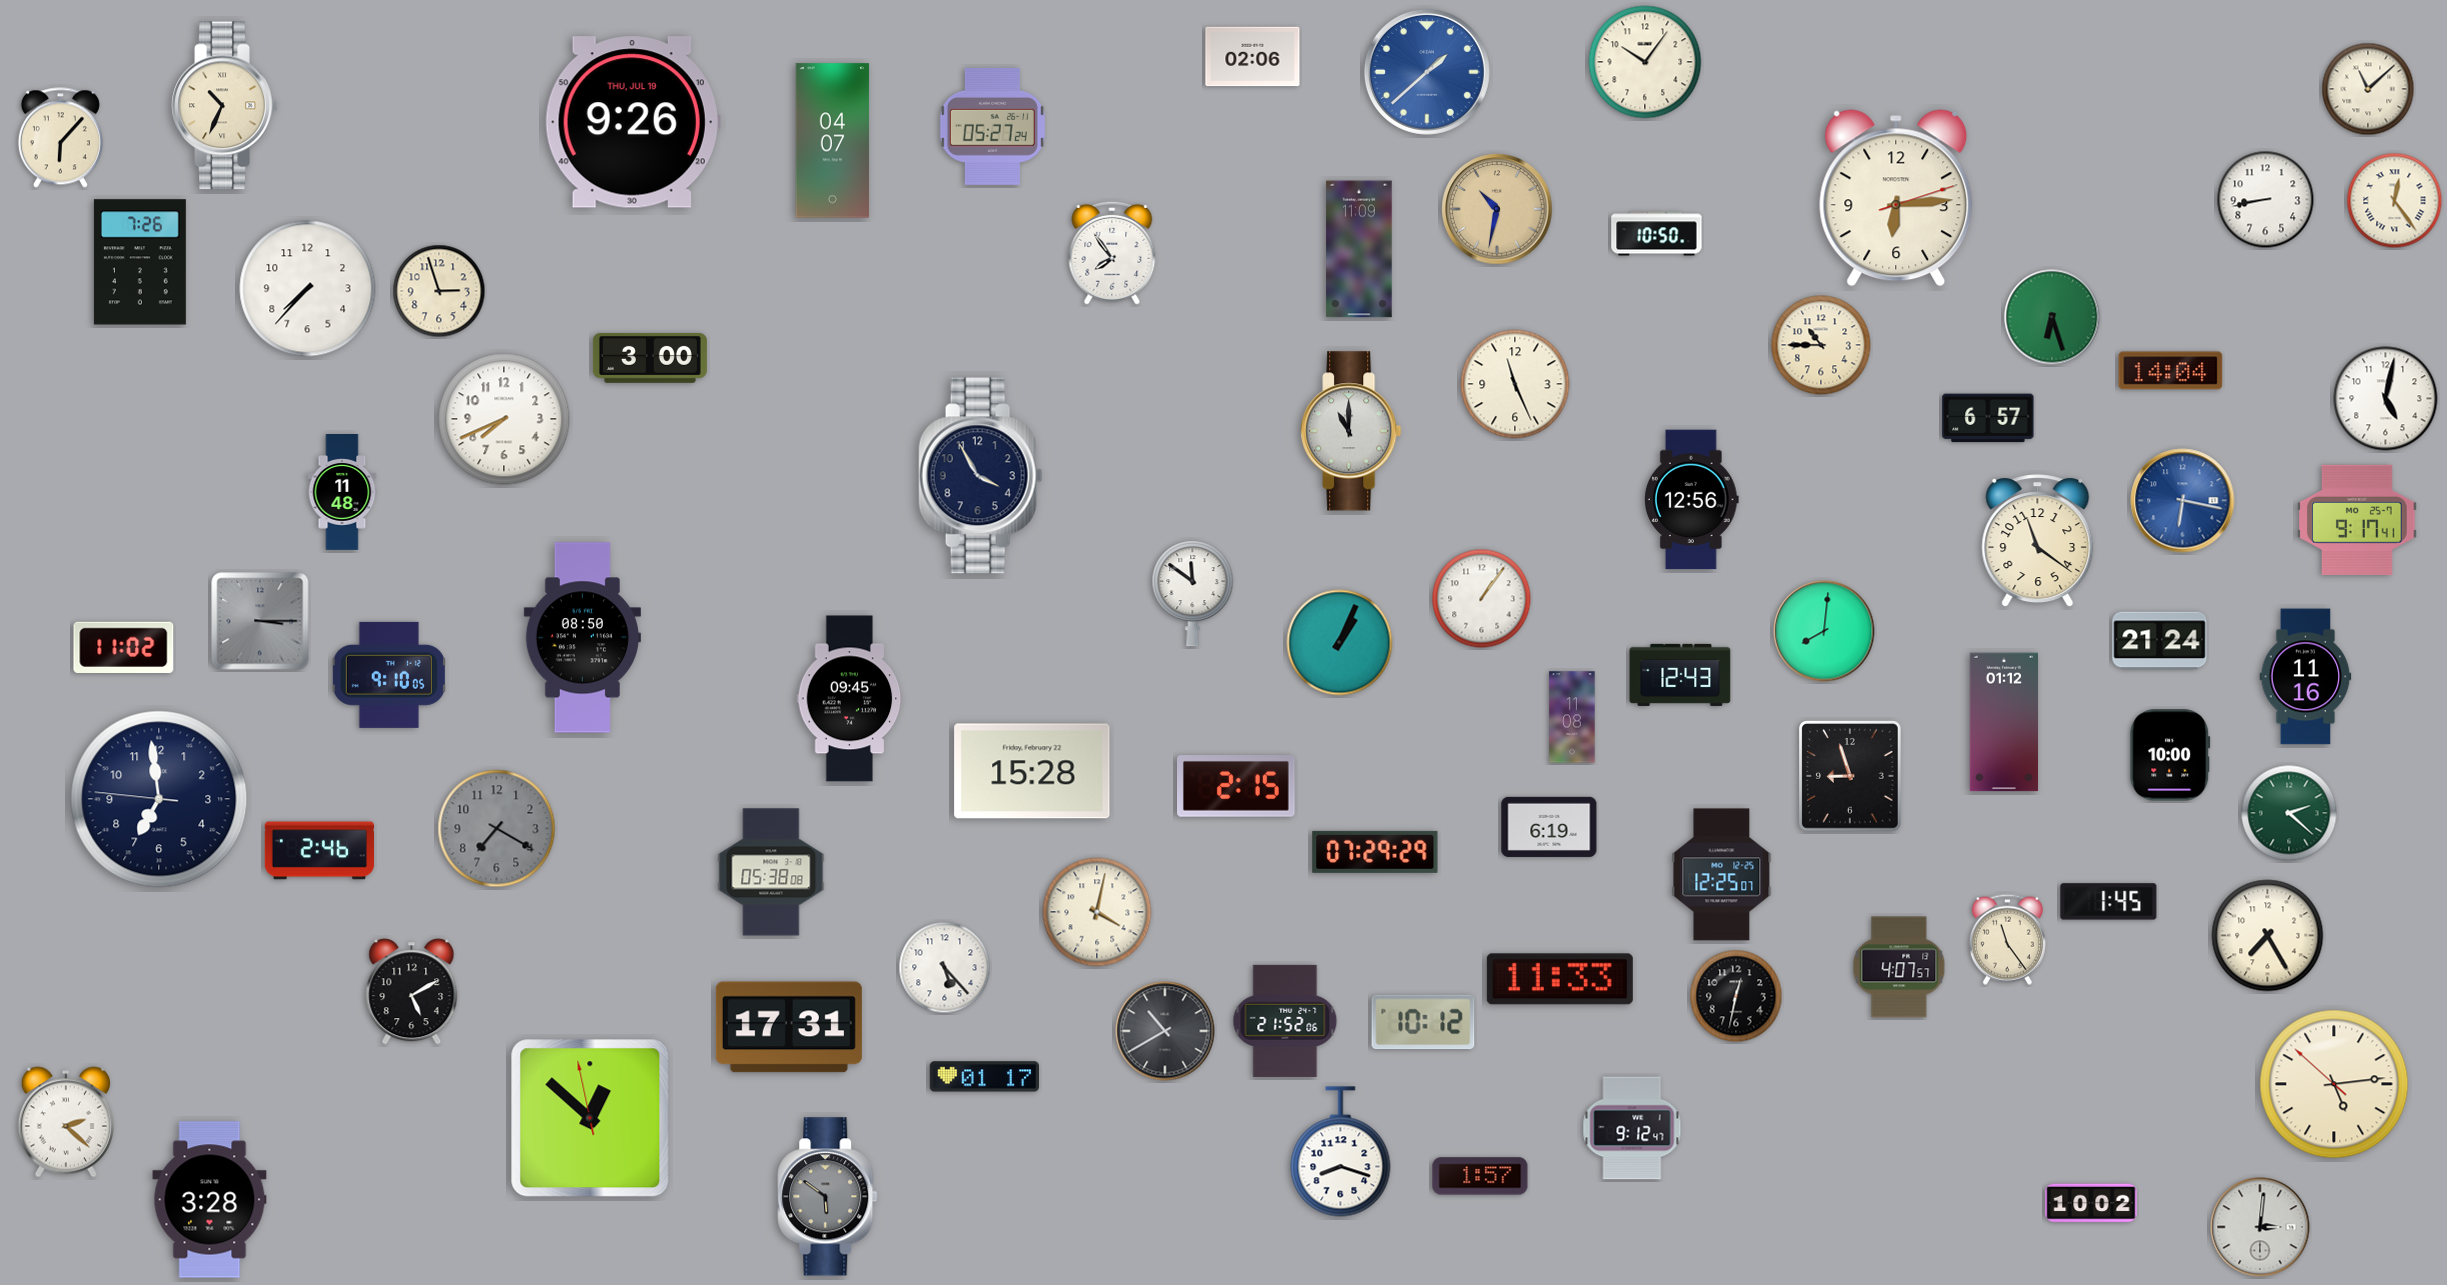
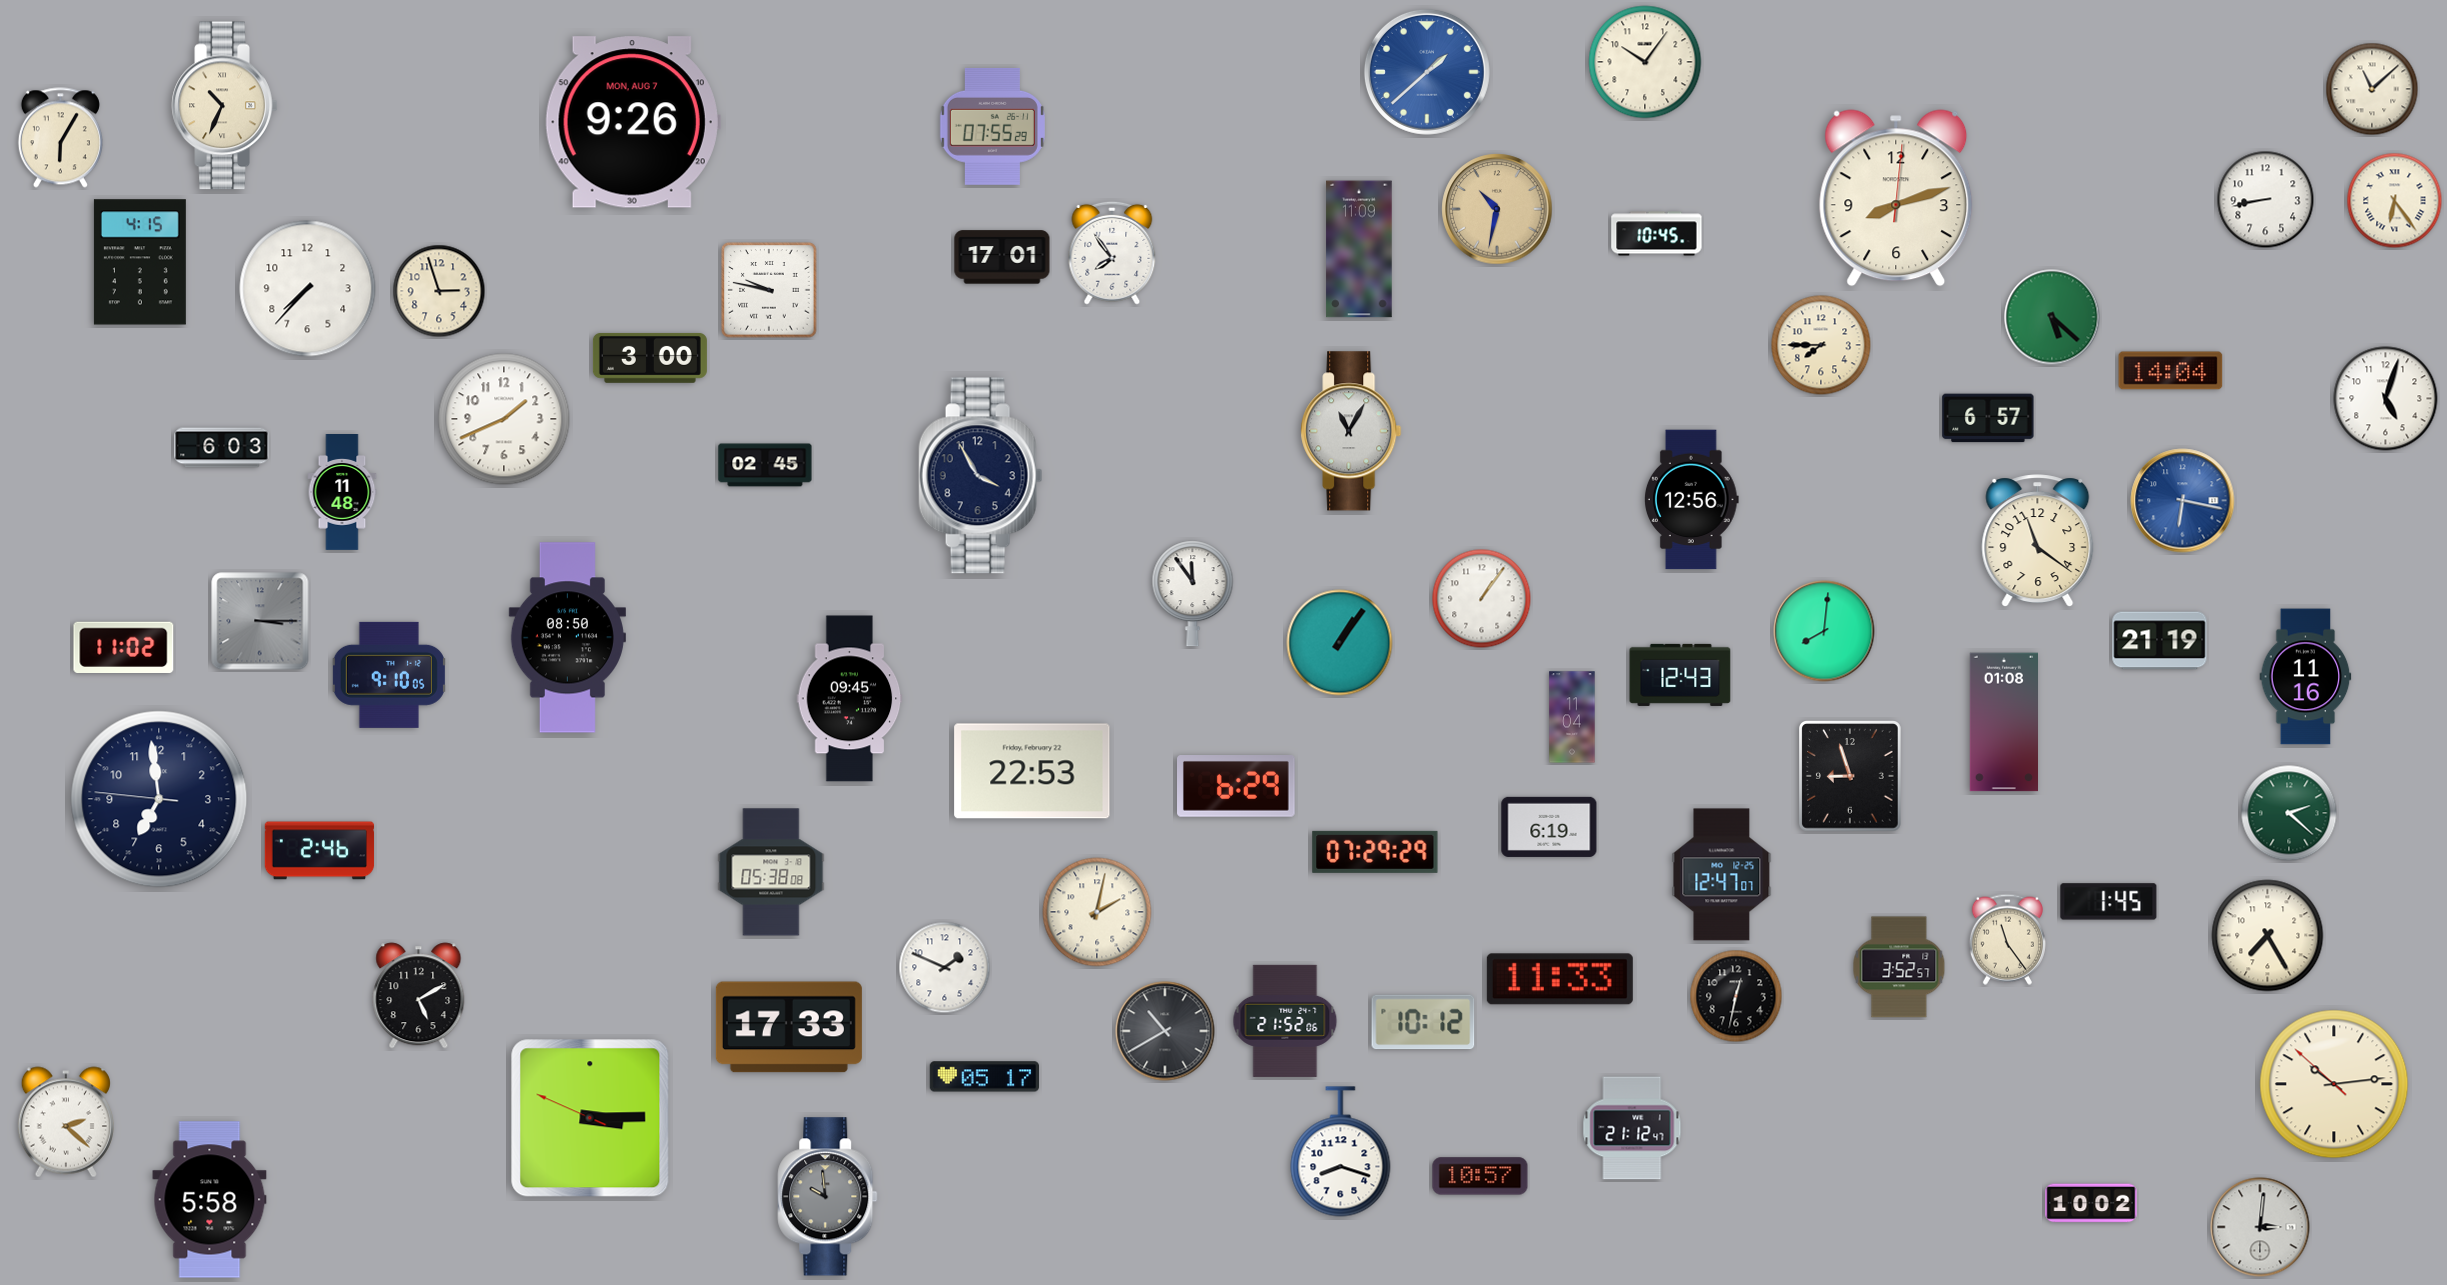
clock at (1253, 57): 02:06 -> none
clock at (2368, 89) position: (2368, 89) -> (2372, 89)
clock at (633, 122) date: THU, JUL 19 -> MON, AUG 7
clock at (992, 126): 05:27 -> 07:55
clock at (60, 138): 6:07 -> 6:05
clock at (833, 141): 04:07 -> none
clock at (1896, 198): 6:14 -> 8:12
clock at (2395, 201): 12:24 -> 6:24
clock at (1657, 234): 10:50 -> 10:45
clock at (1002, 257): none -> 17:01
clock at (140, 262): 7:26 -> 4:15
clock at (769, 290): none -> 9:47
clock at (2052, 317): 6:27 -> 5:22
clock at (1821, 345): 10:45 -> 7:45
clock at (1515, 384): 11:26 -> none
clock at (2386, 399): 5:02 -> 5:03
clock at (504, 419): 7:41 -> 1:41
clock at (1351, 431): 11:00 -> 11:05
clock at (222, 448): none -> 6:03
clock at (765, 465): none -> 02:45
clock at (2357, 520): 9:17 -> none
clock at (1193, 594): 11:51 -> 11:54
clock at (582, 638) position: (582, 638) -> (567, 638)
clock at (2160, 641): 21:24 -> 21:19
clock at (1340, 643): 1:04 -> 1:06
clock at (1572, 717): 11:08 -> 11:04
clock at (2003, 722): 01:12 -> 01:08
clock at (2170, 755): 10:00 -> none
clock at (1032, 771): 15:28 -> 22:53
clock at (1237, 787): 2:15 -> 6:29
clock at (497, 829): 7:20 -> none
clock at (1722, 875): 12:25 -> 12:47
clock at (1097, 912): 4:02 -> 2:02
clock at (1899, 967): 4:07 -> 3:52
clock at (945, 968): 5:23 -> 1:49
clock at (412, 992) position: (412, 992) -> (419, 996)
clock at (789, 1027): 17:31 -> 17:33
clock at (984, 1077): 01:17 -> 05:17
clock at (2334, 1084): 5:13 -> 10:13
clock at (590, 1118): 12:51 -> 3:14
clock at (1632, 1128): 9:12 -> 21:12
clock at (1480, 1176): 1:57 -> 10:57
clock at (828, 1197): 5:51 -> 9:59
clock at (210, 1200): 3:28 -> 5:58
